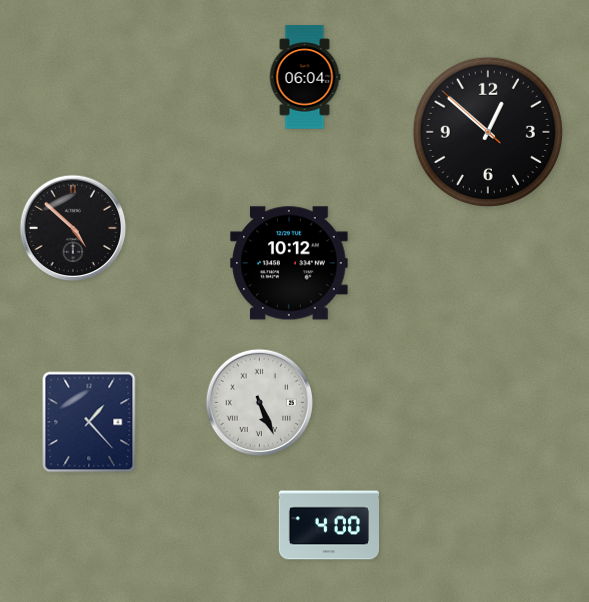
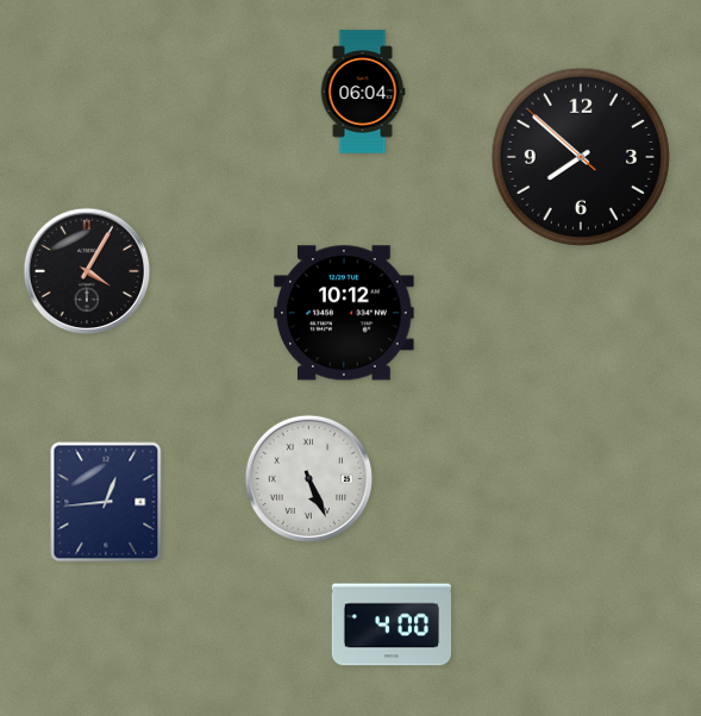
clock at (488, 132): 12:51 -> 7:51
clock at (73, 228): 4:52 -> 4:05
clock at (89, 422): 1:23 -> 12:44
